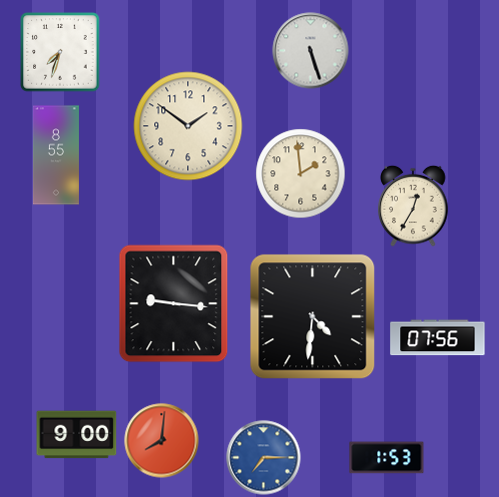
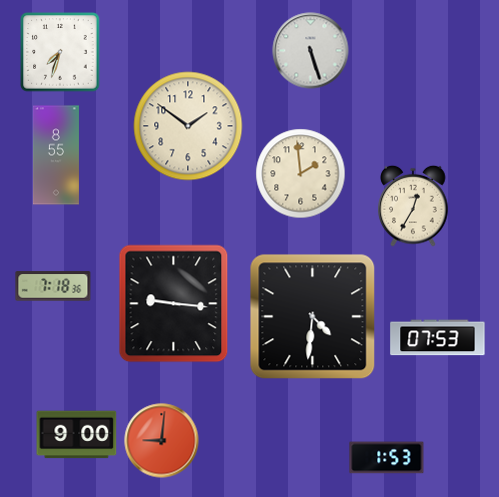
clock at (53, 286): none -> 7:18
clock at (438, 338): 07:56 -> 07:53
clock at (162, 441): 8:01 -> 9:01
clock at (264, 458): 7:15 -> none
